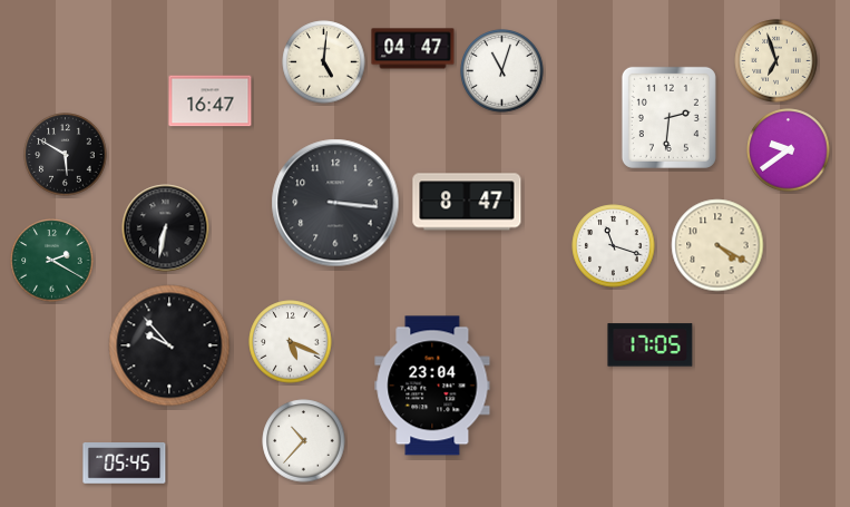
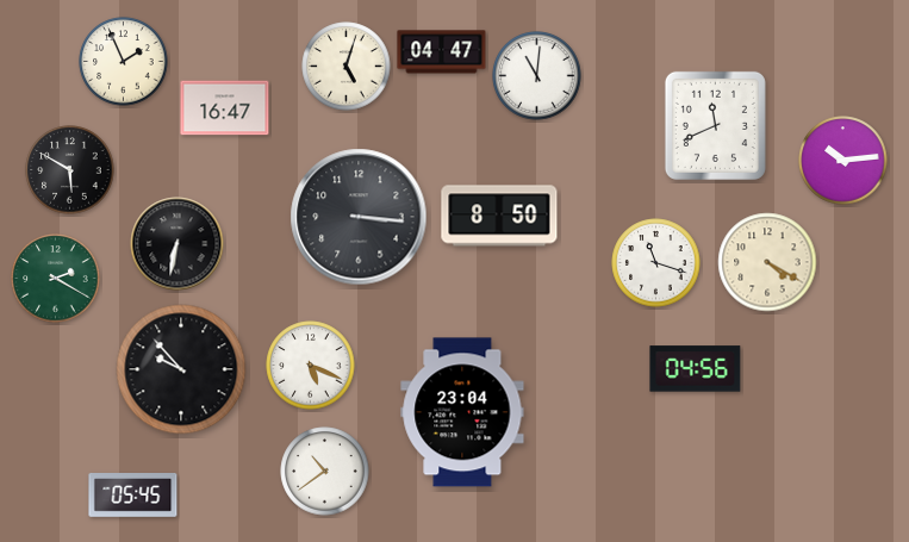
clock at (124, 62): none -> 1:56
clock at (776, 61): 6:57 -> none
clock at (324, 62): 5:01 -> 5:03
clock at (502, 71): 11:03 -> 11:01
clock at (668, 117): 2:31 -> 11:41
clock at (789, 150): 9:39 -> 10:14
clock at (66, 155) position: (66, 155) -> (70, 170)
clock at (467, 202): 8:47 -> 8:50
clock at (651, 345): 17:05 -> 04:56
clock at (304, 441): 10:37 -> 10:39
